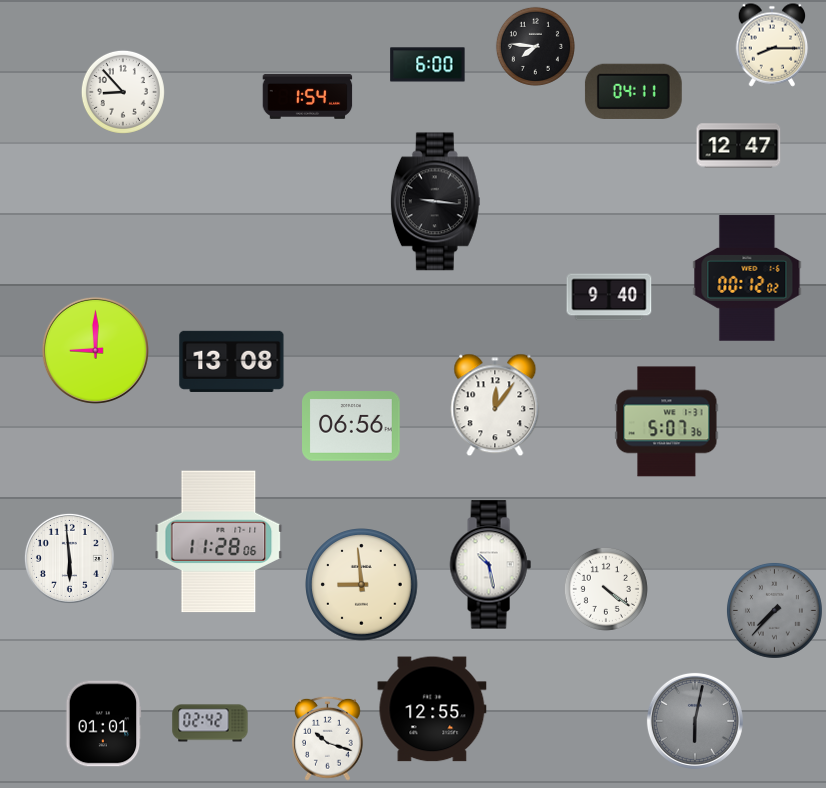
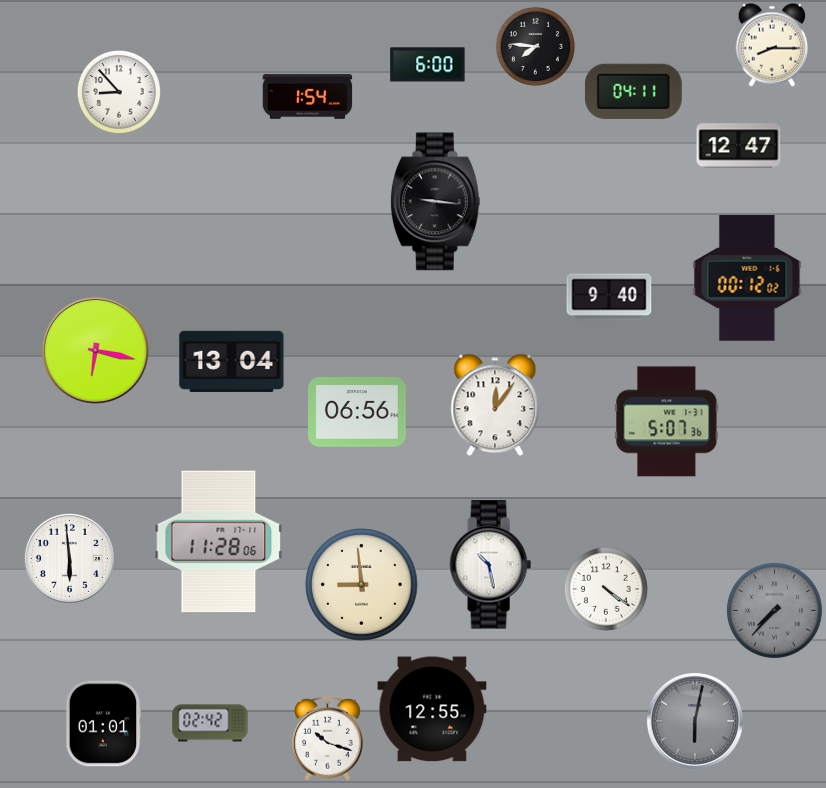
clock at (123, 92) position: (123, 92) -> (119, 92)
clock at (95, 350): 9:00 -> 6:17
clock at (232, 361): 13:08 -> 13:04
clock at (352, 426) position: (352, 426) -> (358, 412)
